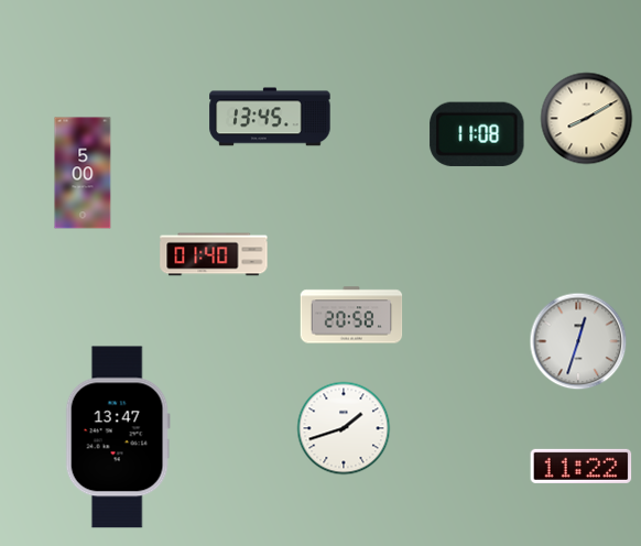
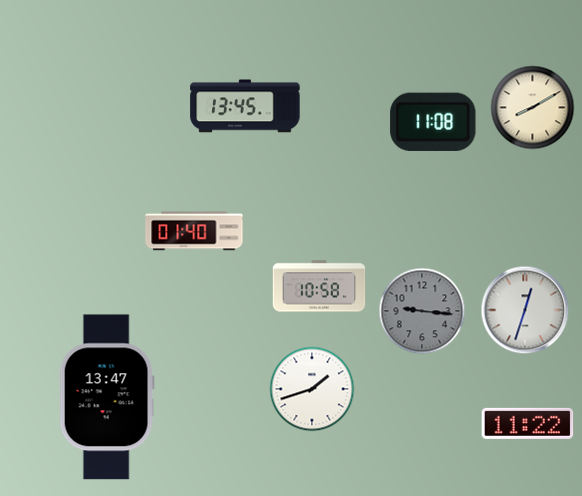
clock at (83, 173): 5:00 -> none
clock at (351, 315): 20:58 -> 10:58
clock at (422, 311): none -> 9:16
